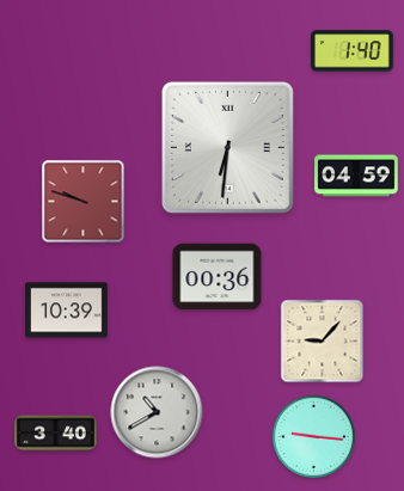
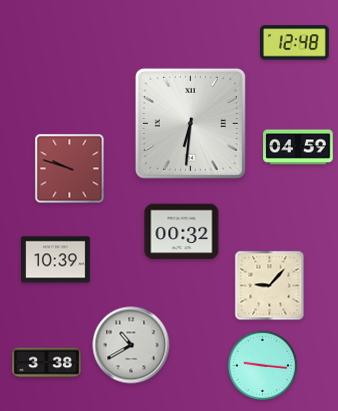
clock at (353, 51): 1:40 -> 12:48
clock at (218, 277): 00:36 -> 00:32
clock at (56, 434): 3:40 -> 3:38
